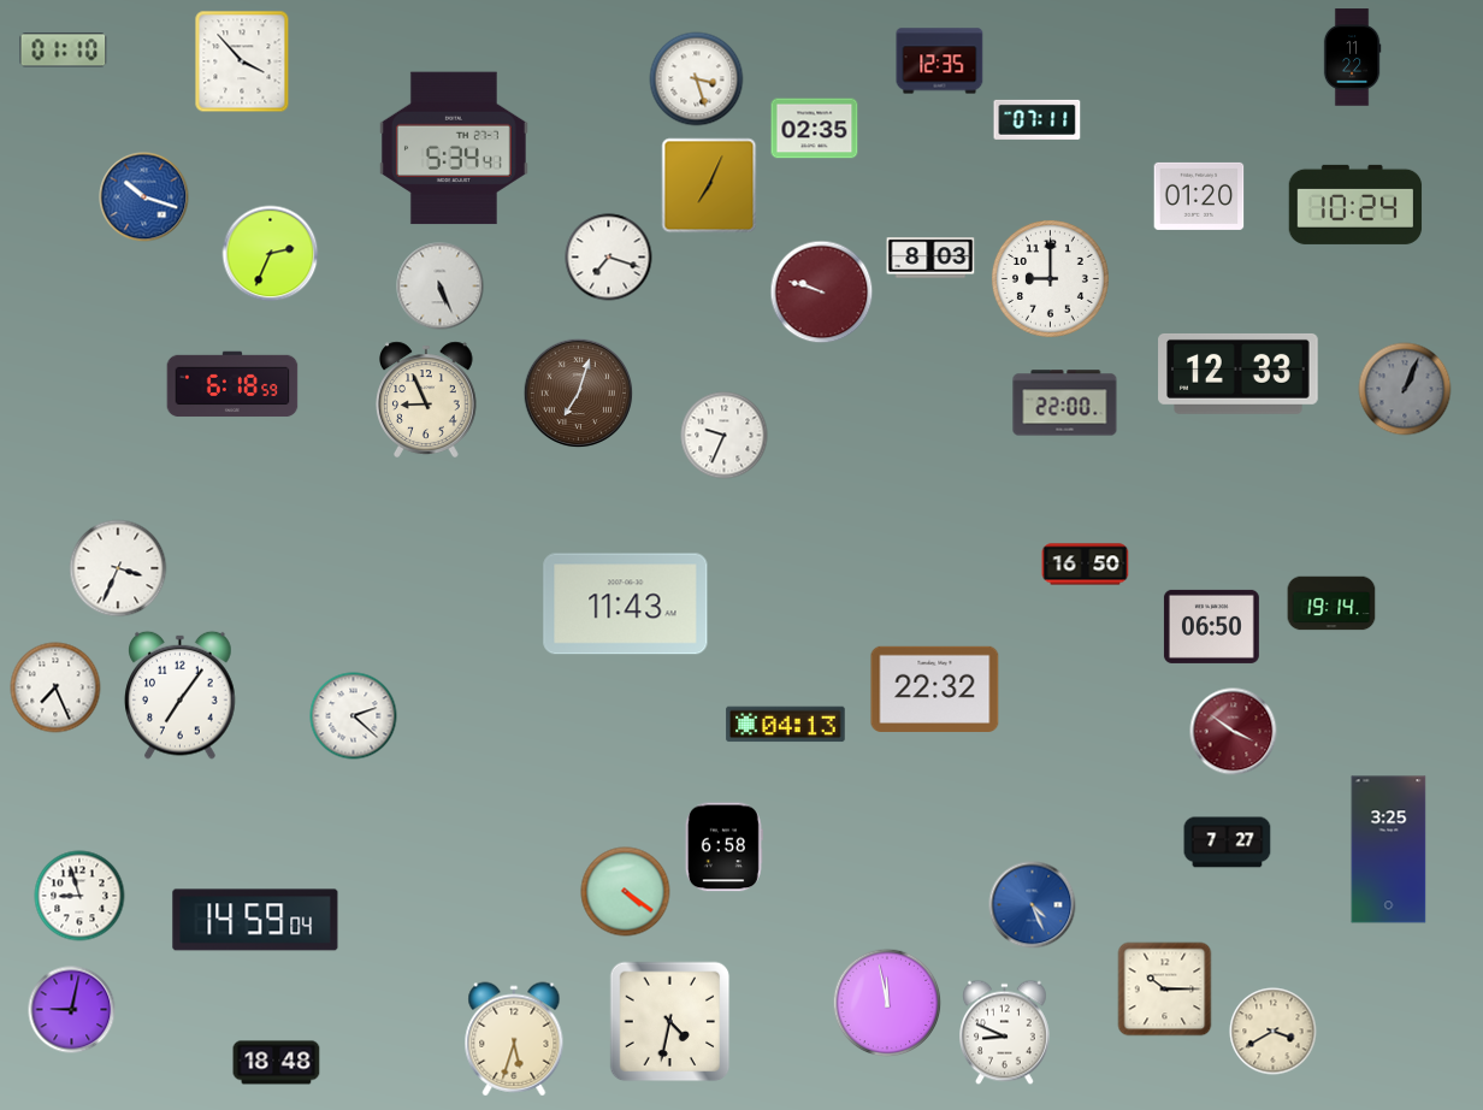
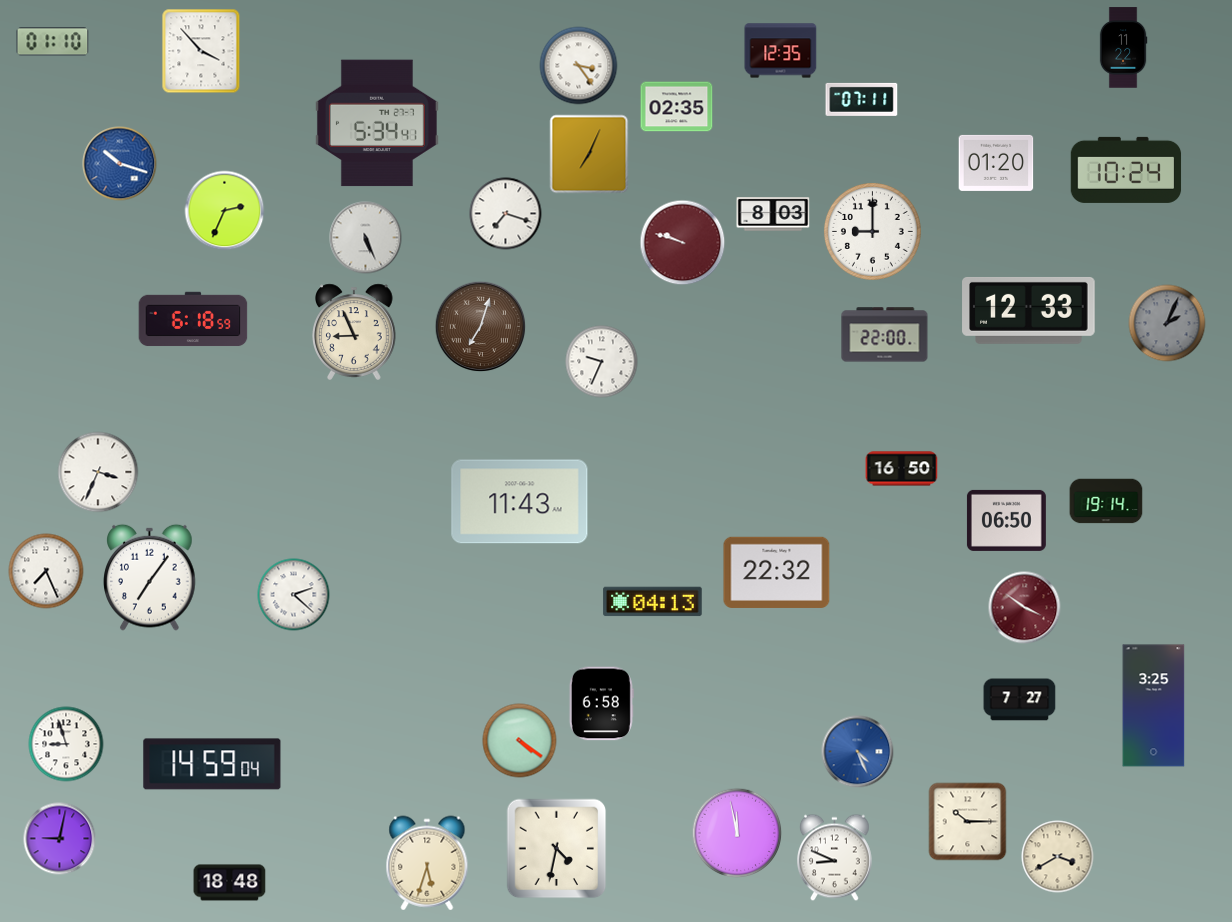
clock at (697, 79): 3:27 -> 3:24
clock at (1405, 389): 1:04 -> 2:04
